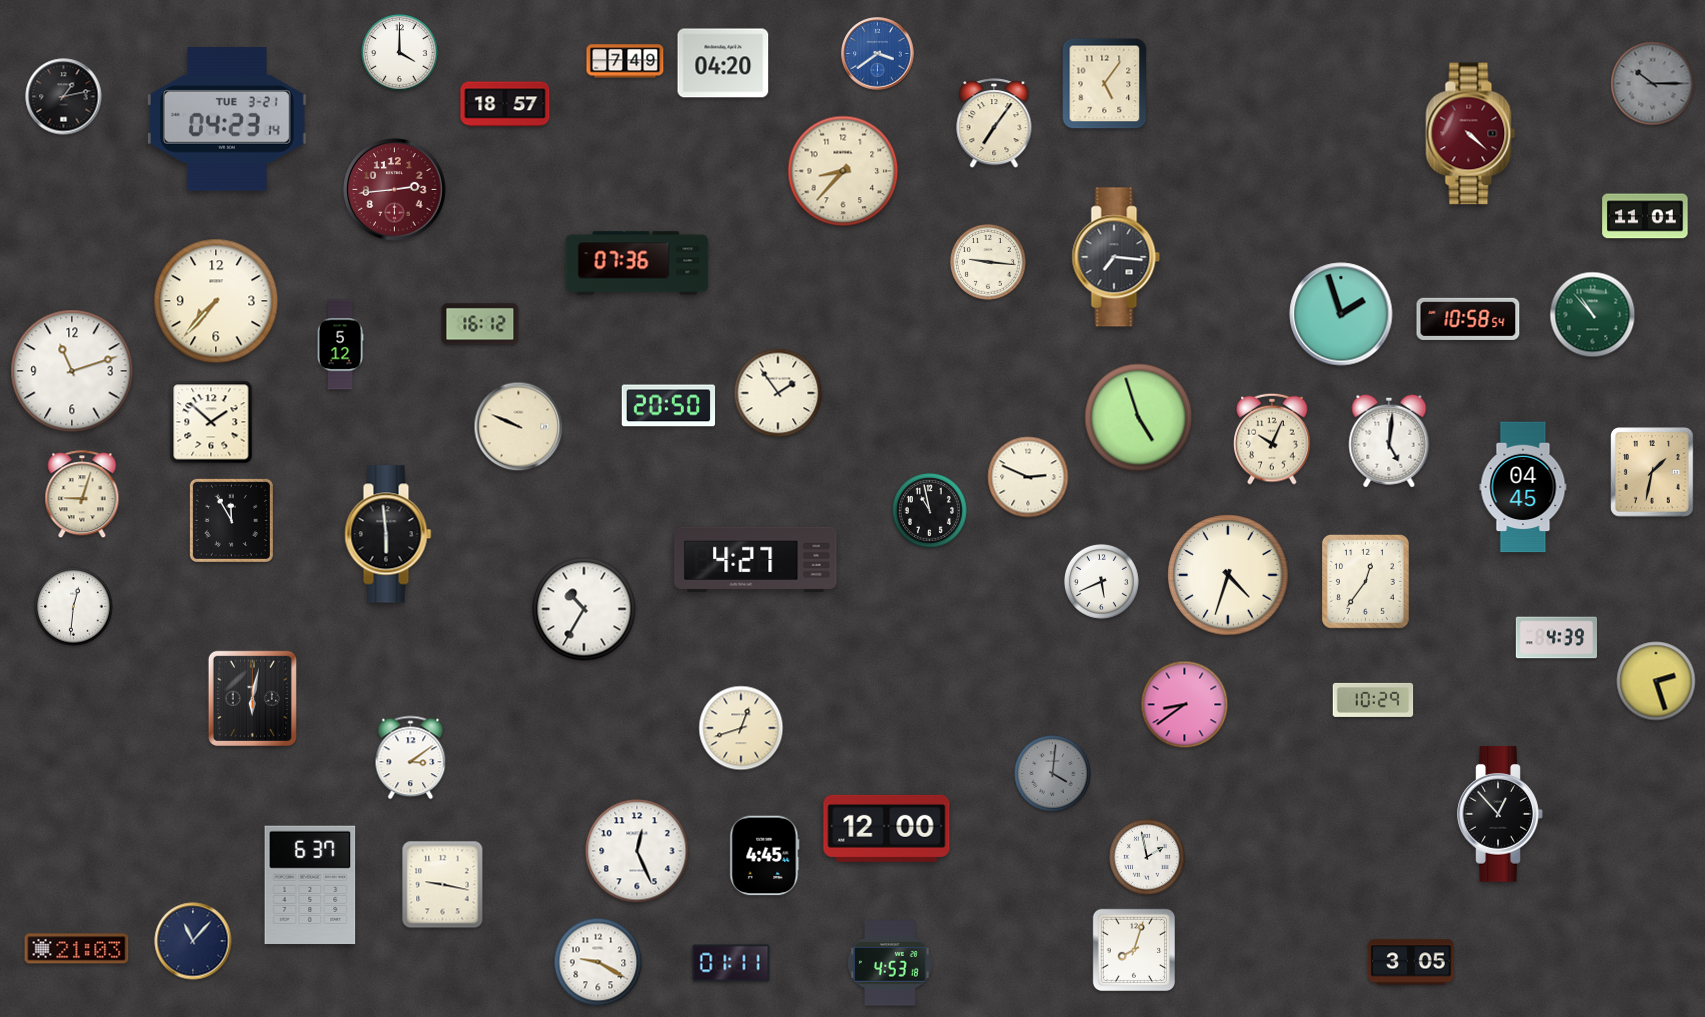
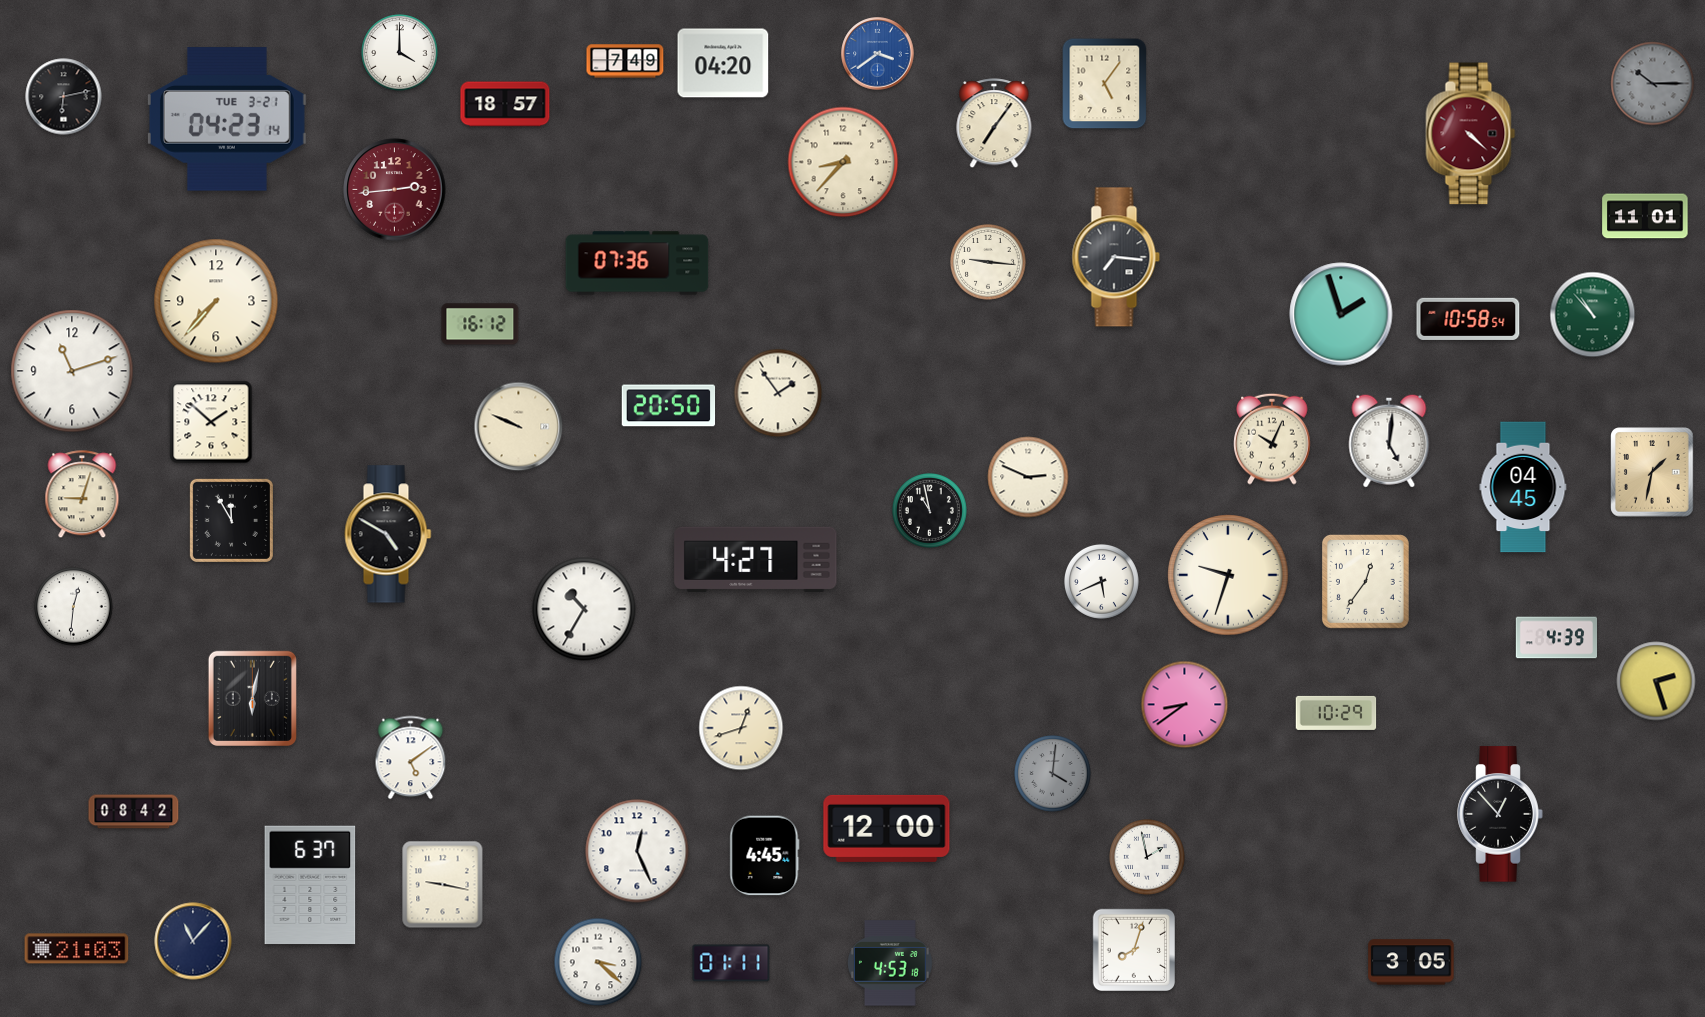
clock at (64, 97): 1:13 -> 6:13
clock at (843, 171) position: (843, 171) -> (843, 162)
clock at (340, 345): 5:12 -> none
clock at (1139, 418): 4:57 -> none
clock at (388, 534): 5:59 -> 4:50
clock at (1228, 575): 4:33 -> 9:33
clock at (1373, 700) position: (1373, 700) -> (1336, 713)
clock at (411, 758): 3:09 -> 5:09
clock at (134, 812): none -> 08:42
clock at (598, 962): 9:20 -> 3:22
